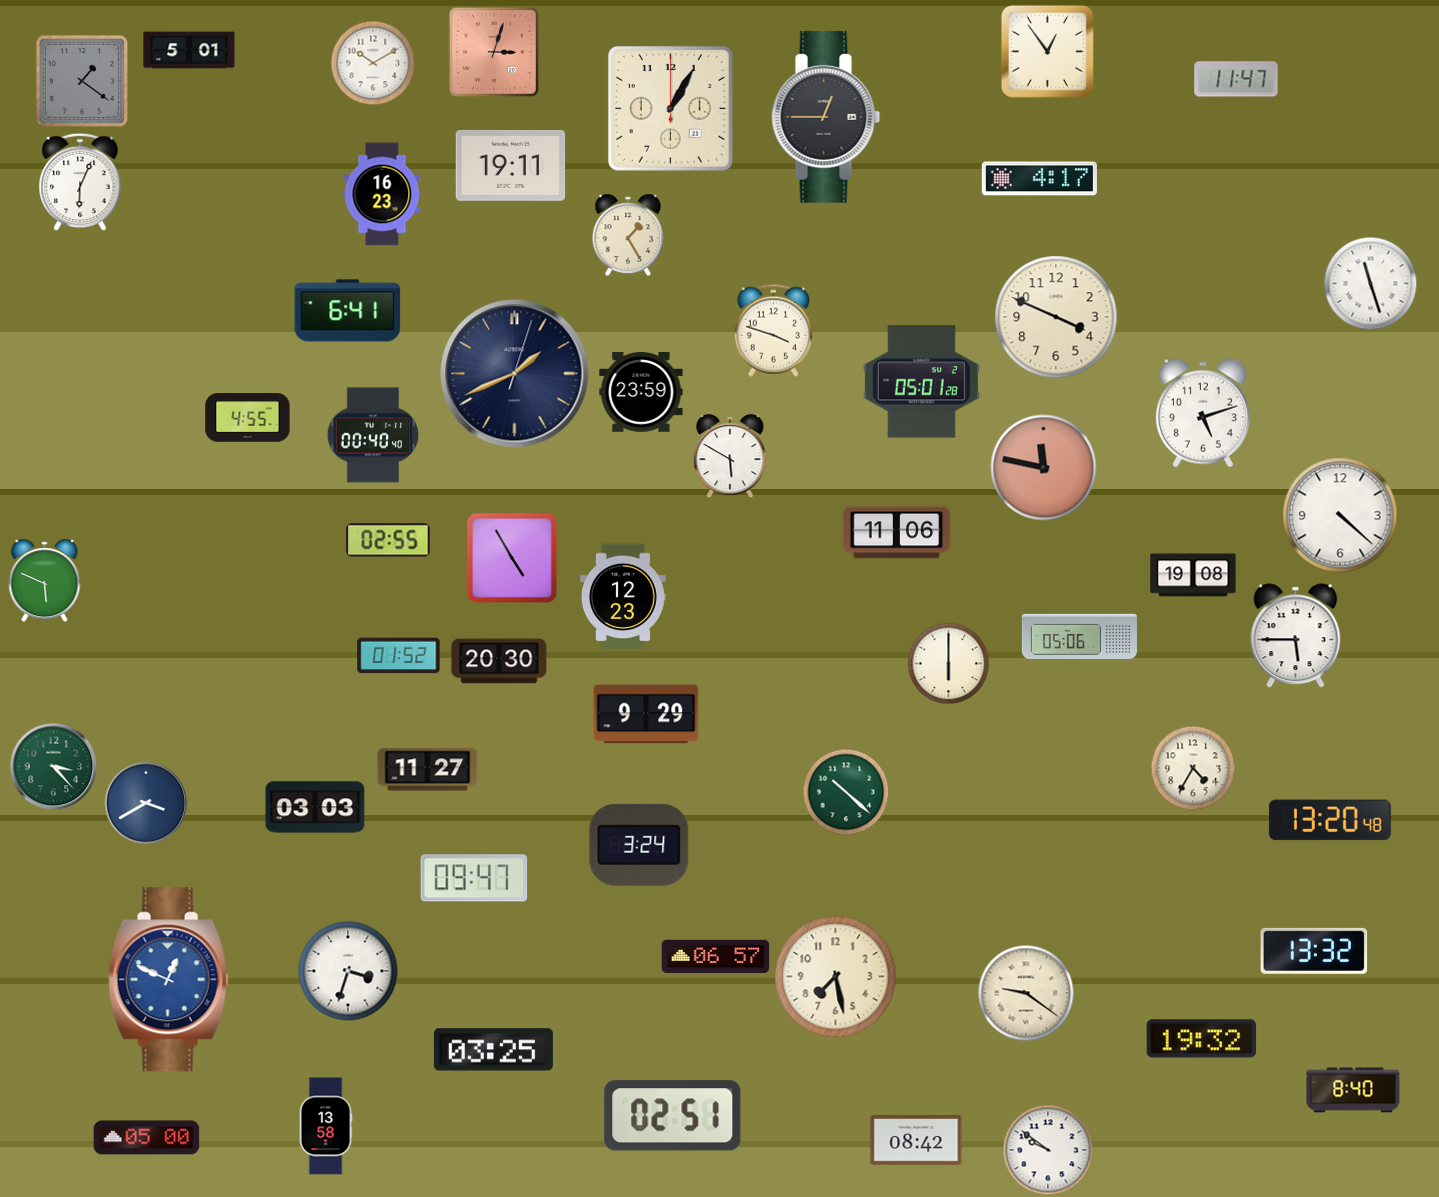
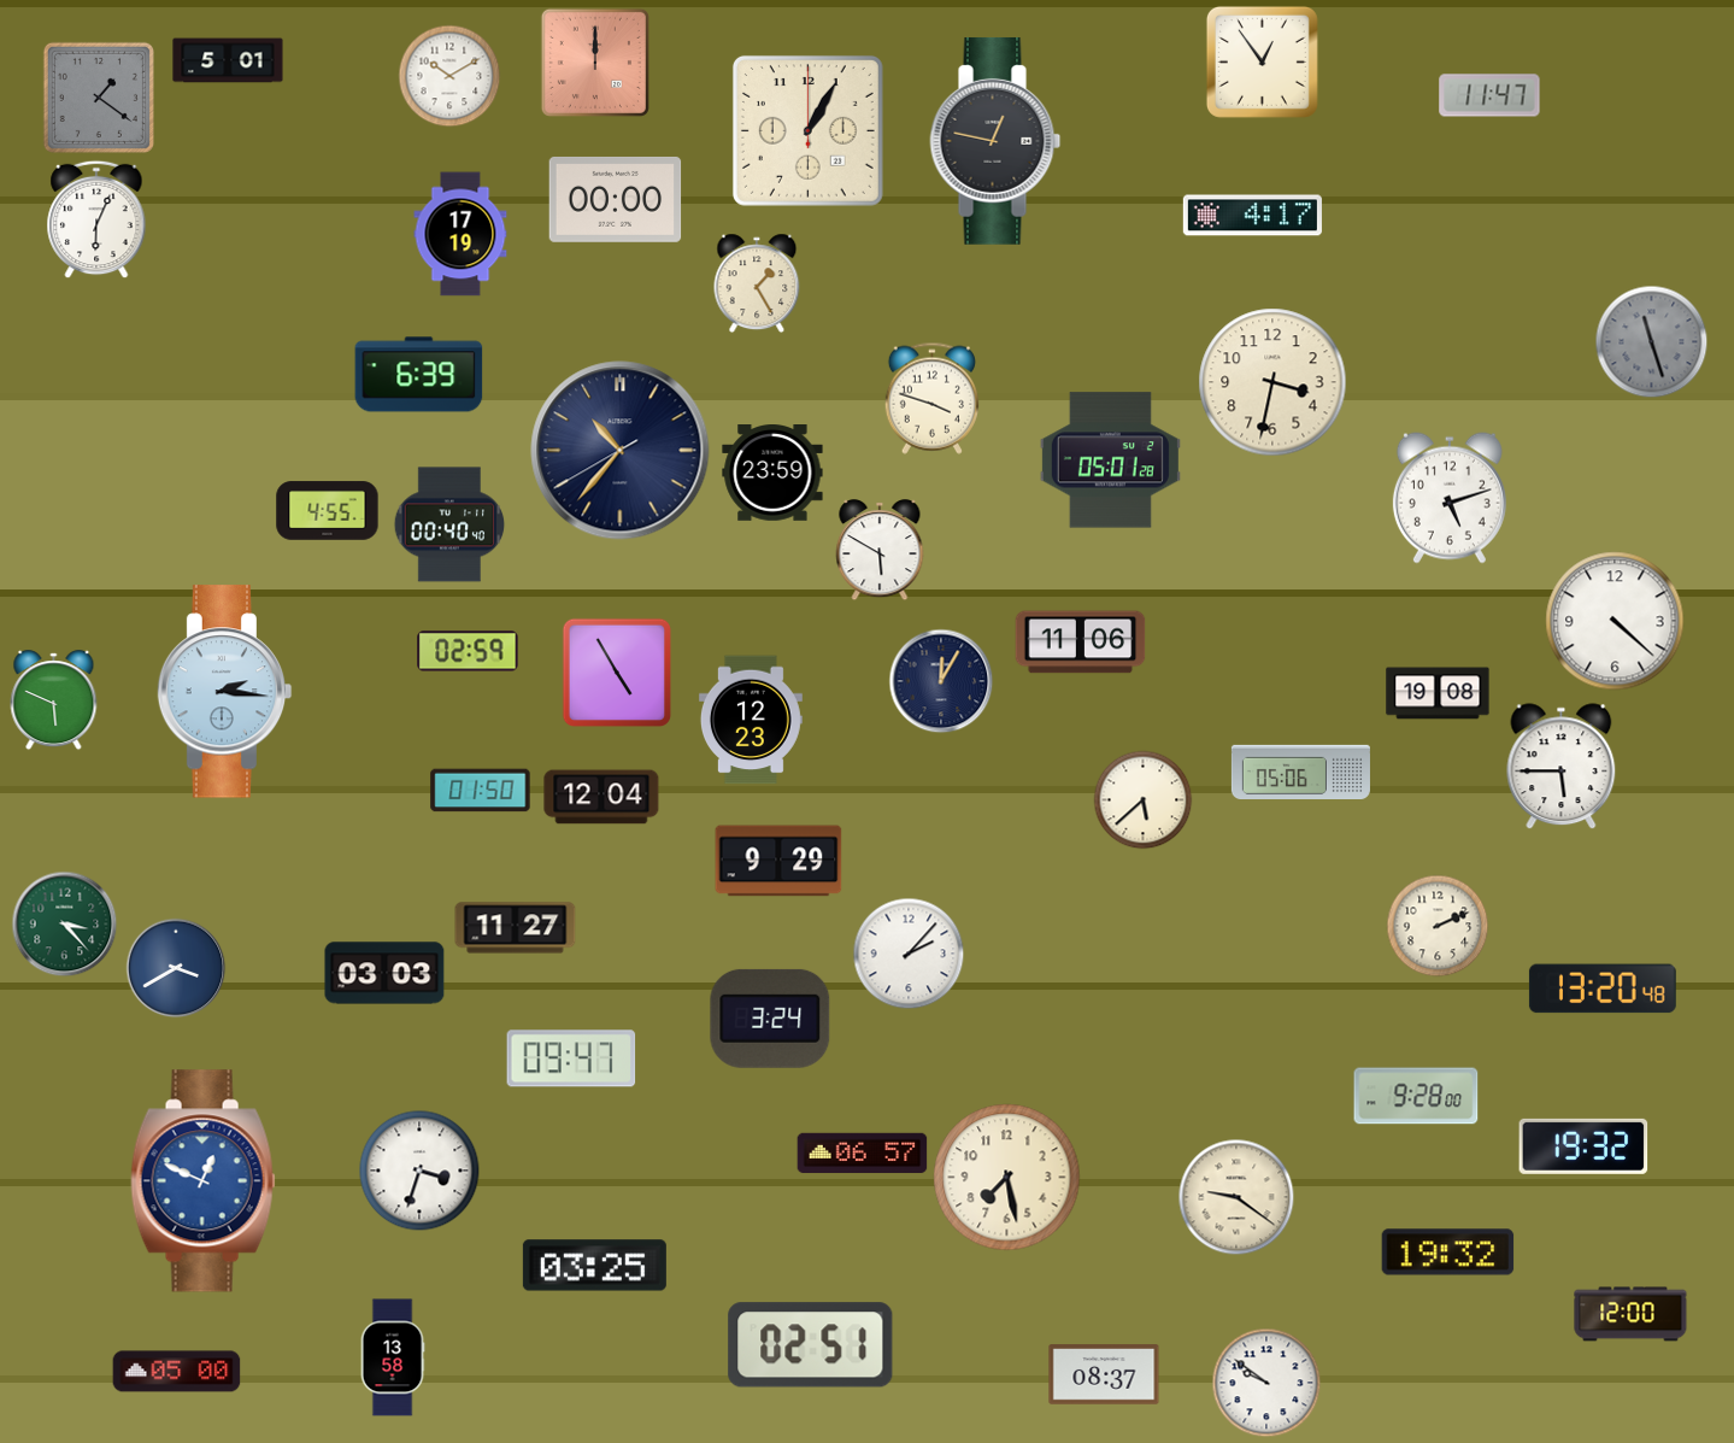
clock at (494, 52): 3:03 -> 12:00
clock at (826, 117): 12:45 -> 12:47
clock at (511, 165): 19:11 -> 00:00
clock at (382, 194): 16:23 -> 17:19
clock at (1370, 283) dial: white -> grey
clock at (348, 311): 6:41 -> 6:39
clock at (1056, 317): 3:49 -> 3:32
clock at (515, 374): 1:41 -> 10:36
clock at (248, 418) position: (248, 418) -> (328, 511)
clock at (1044, 468): 11:47 -> none
clock at (388, 540): 02:55 -> 02:59
clock at (941, 681): none -> 12:05
clock at (225, 692): none -> 2:16
clock at (1079, 636) position: (1079, 636) -> (1300, 772)
clock at (399, 656): 01:52 -> 01:50
clock at (499, 661): 20:30 -> 12:04
clock at (948, 663): 6:00 -> 5:38
clock at (1193, 768): 4:35 -> 2:11
clock at (909, 954): none -> 2:07
clock at (846, 792): 10:22 -> none
clock at (315, 807) position: (315, 807) -> (384, 973)
clock at (1416, 1096): none -> 9:28
clock at (1314, 951): 13:32 -> 19:32
clock at (1353, 1090): 8:40 -> 12:00
clock at (916, 1140): 08:42 -> 08:37
clock at (1048, 1150) position: (1048, 1150) -> (1266, 1383)
